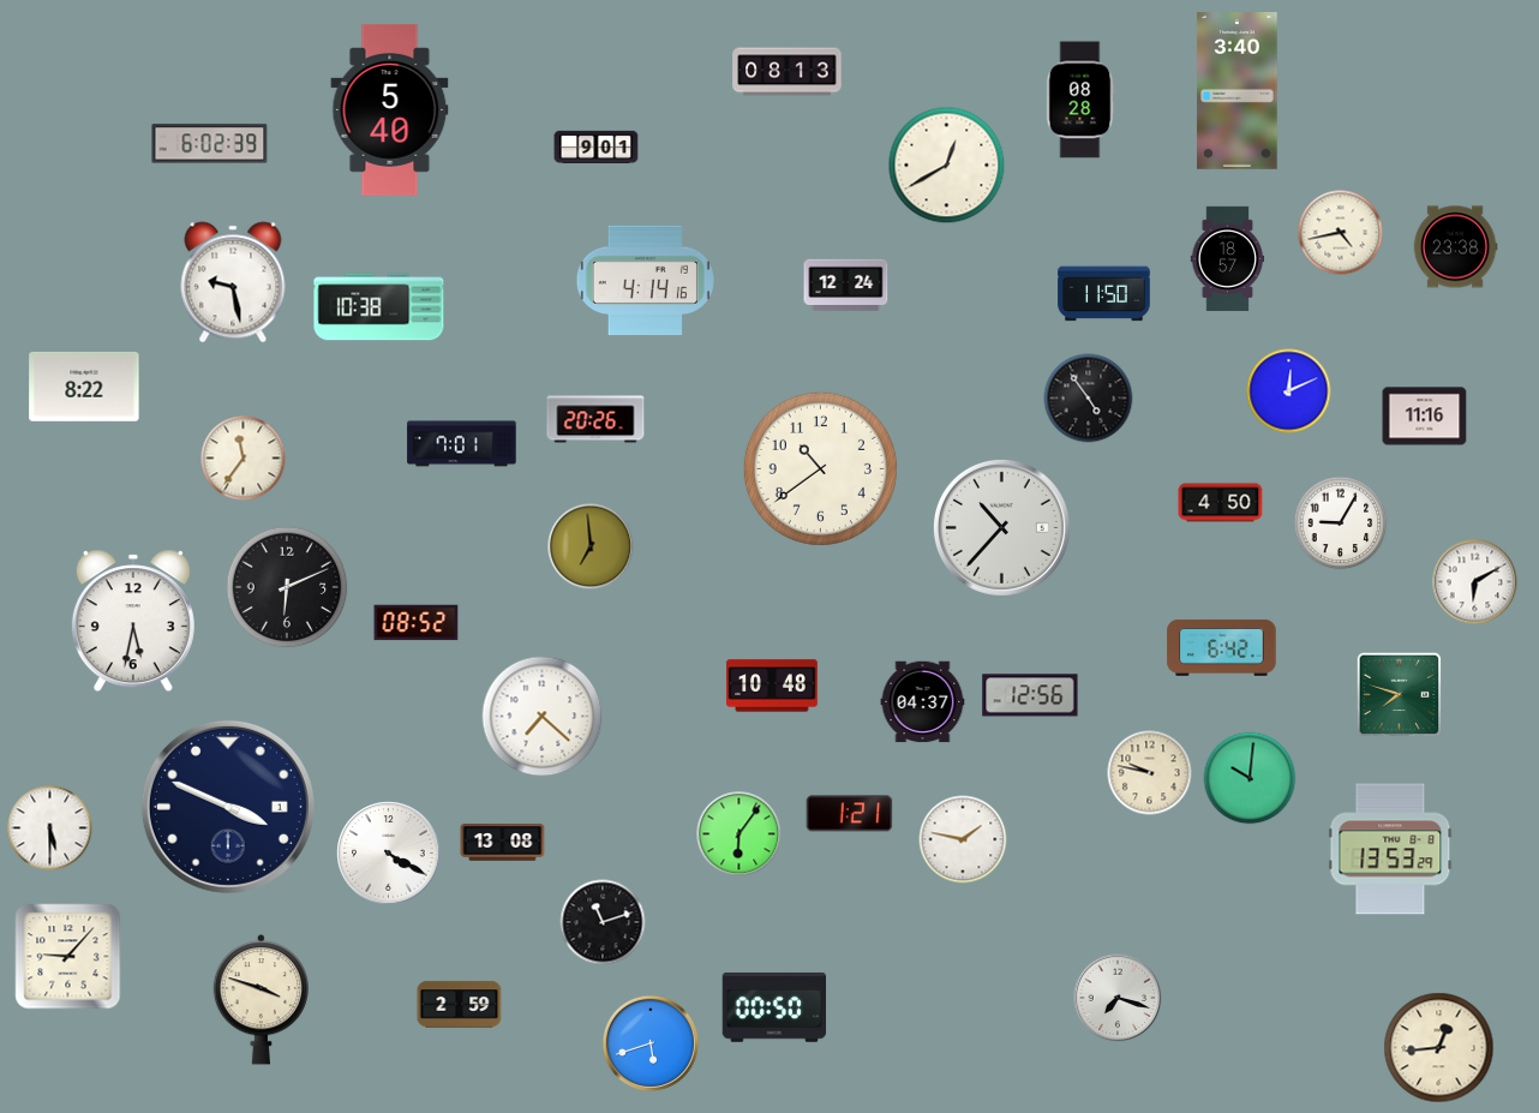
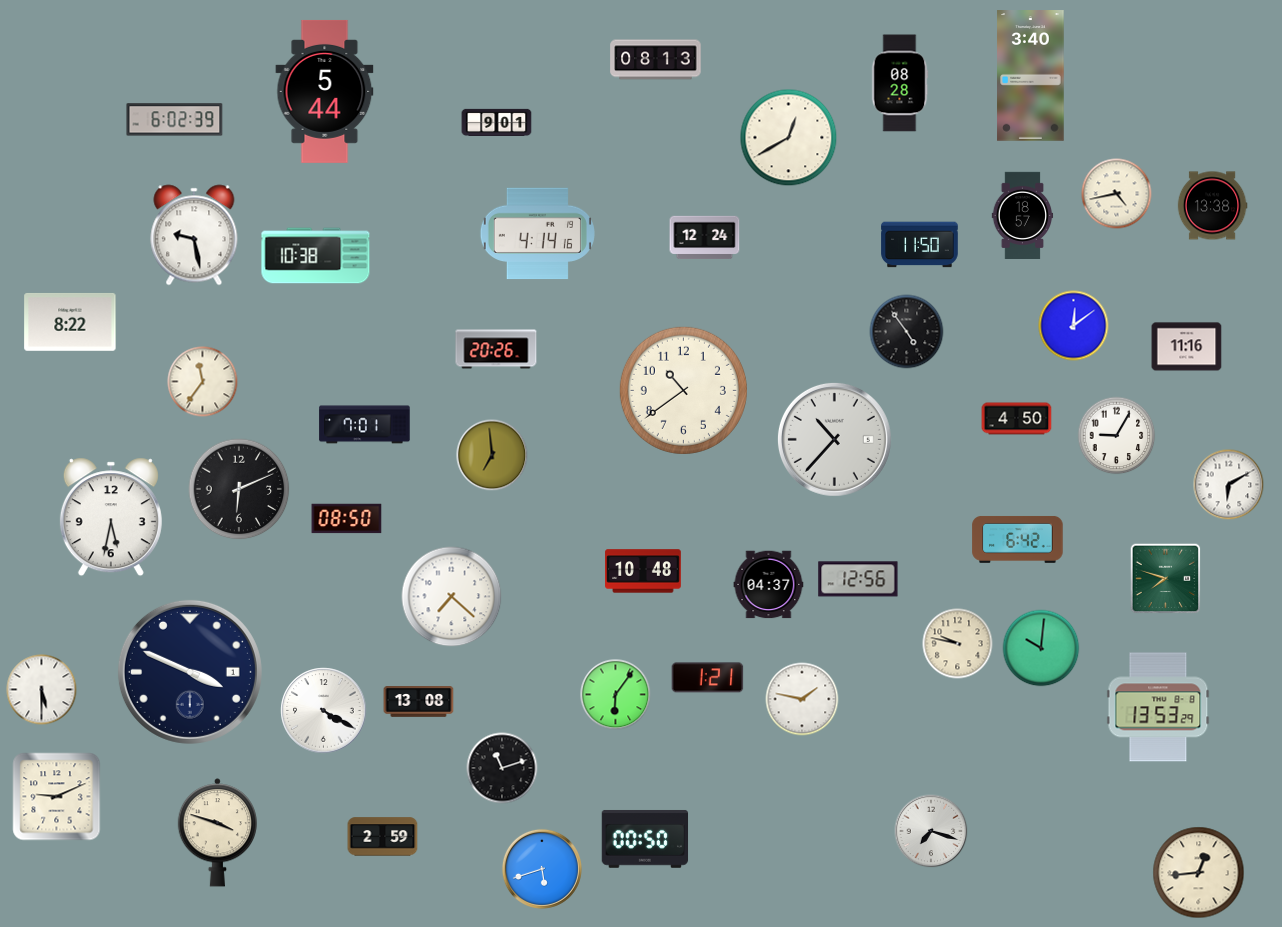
clock at (390, 109): 5:40 -> 5:44
clock at (1455, 247): 23:38 -> 13:38
clock at (1289, 391): 12:11 -> 12:09
clock at (462, 444) position: (462, 444) -> (365, 425)
clock at (417, 623): 08:52 -> 08:50
clock at (68, 957): 9:07 -> 9:11
